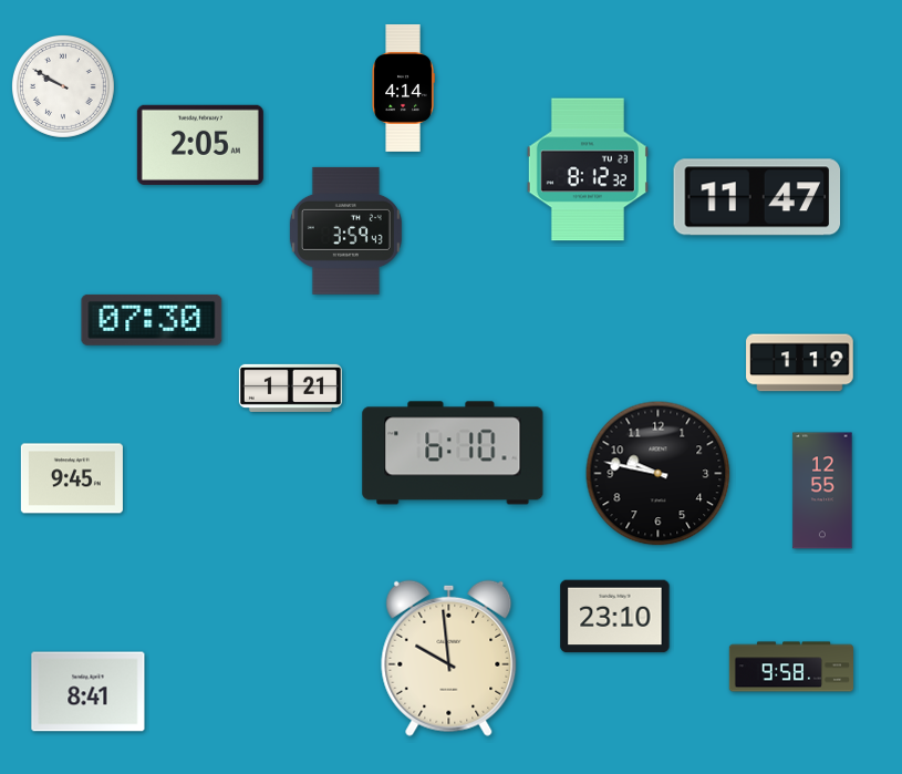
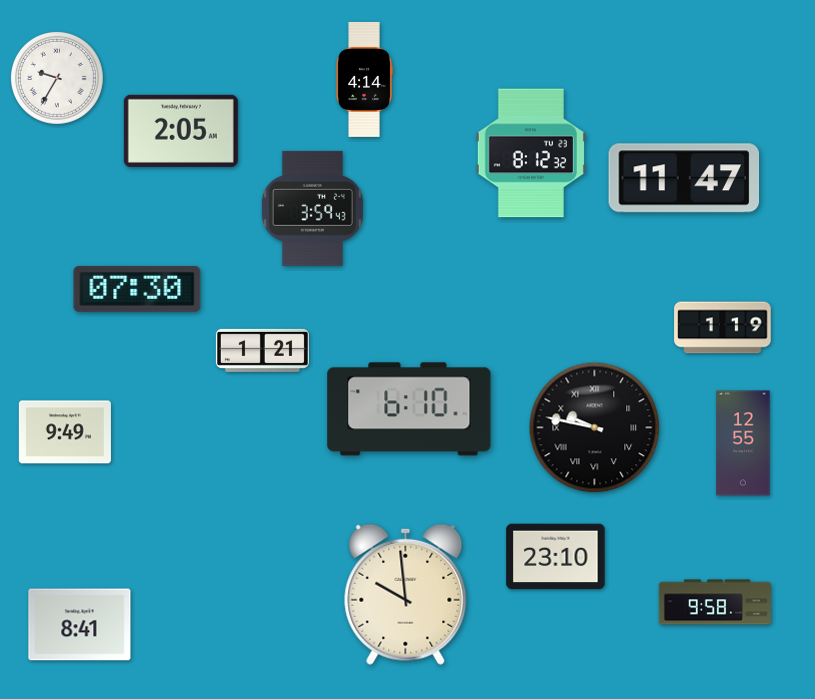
clock at (63, 86): 9:50 -> 9:35
clock at (659, 474) numerals: Arabic -> Roman
clock at (72, 478): 9:45 -> 9:49
